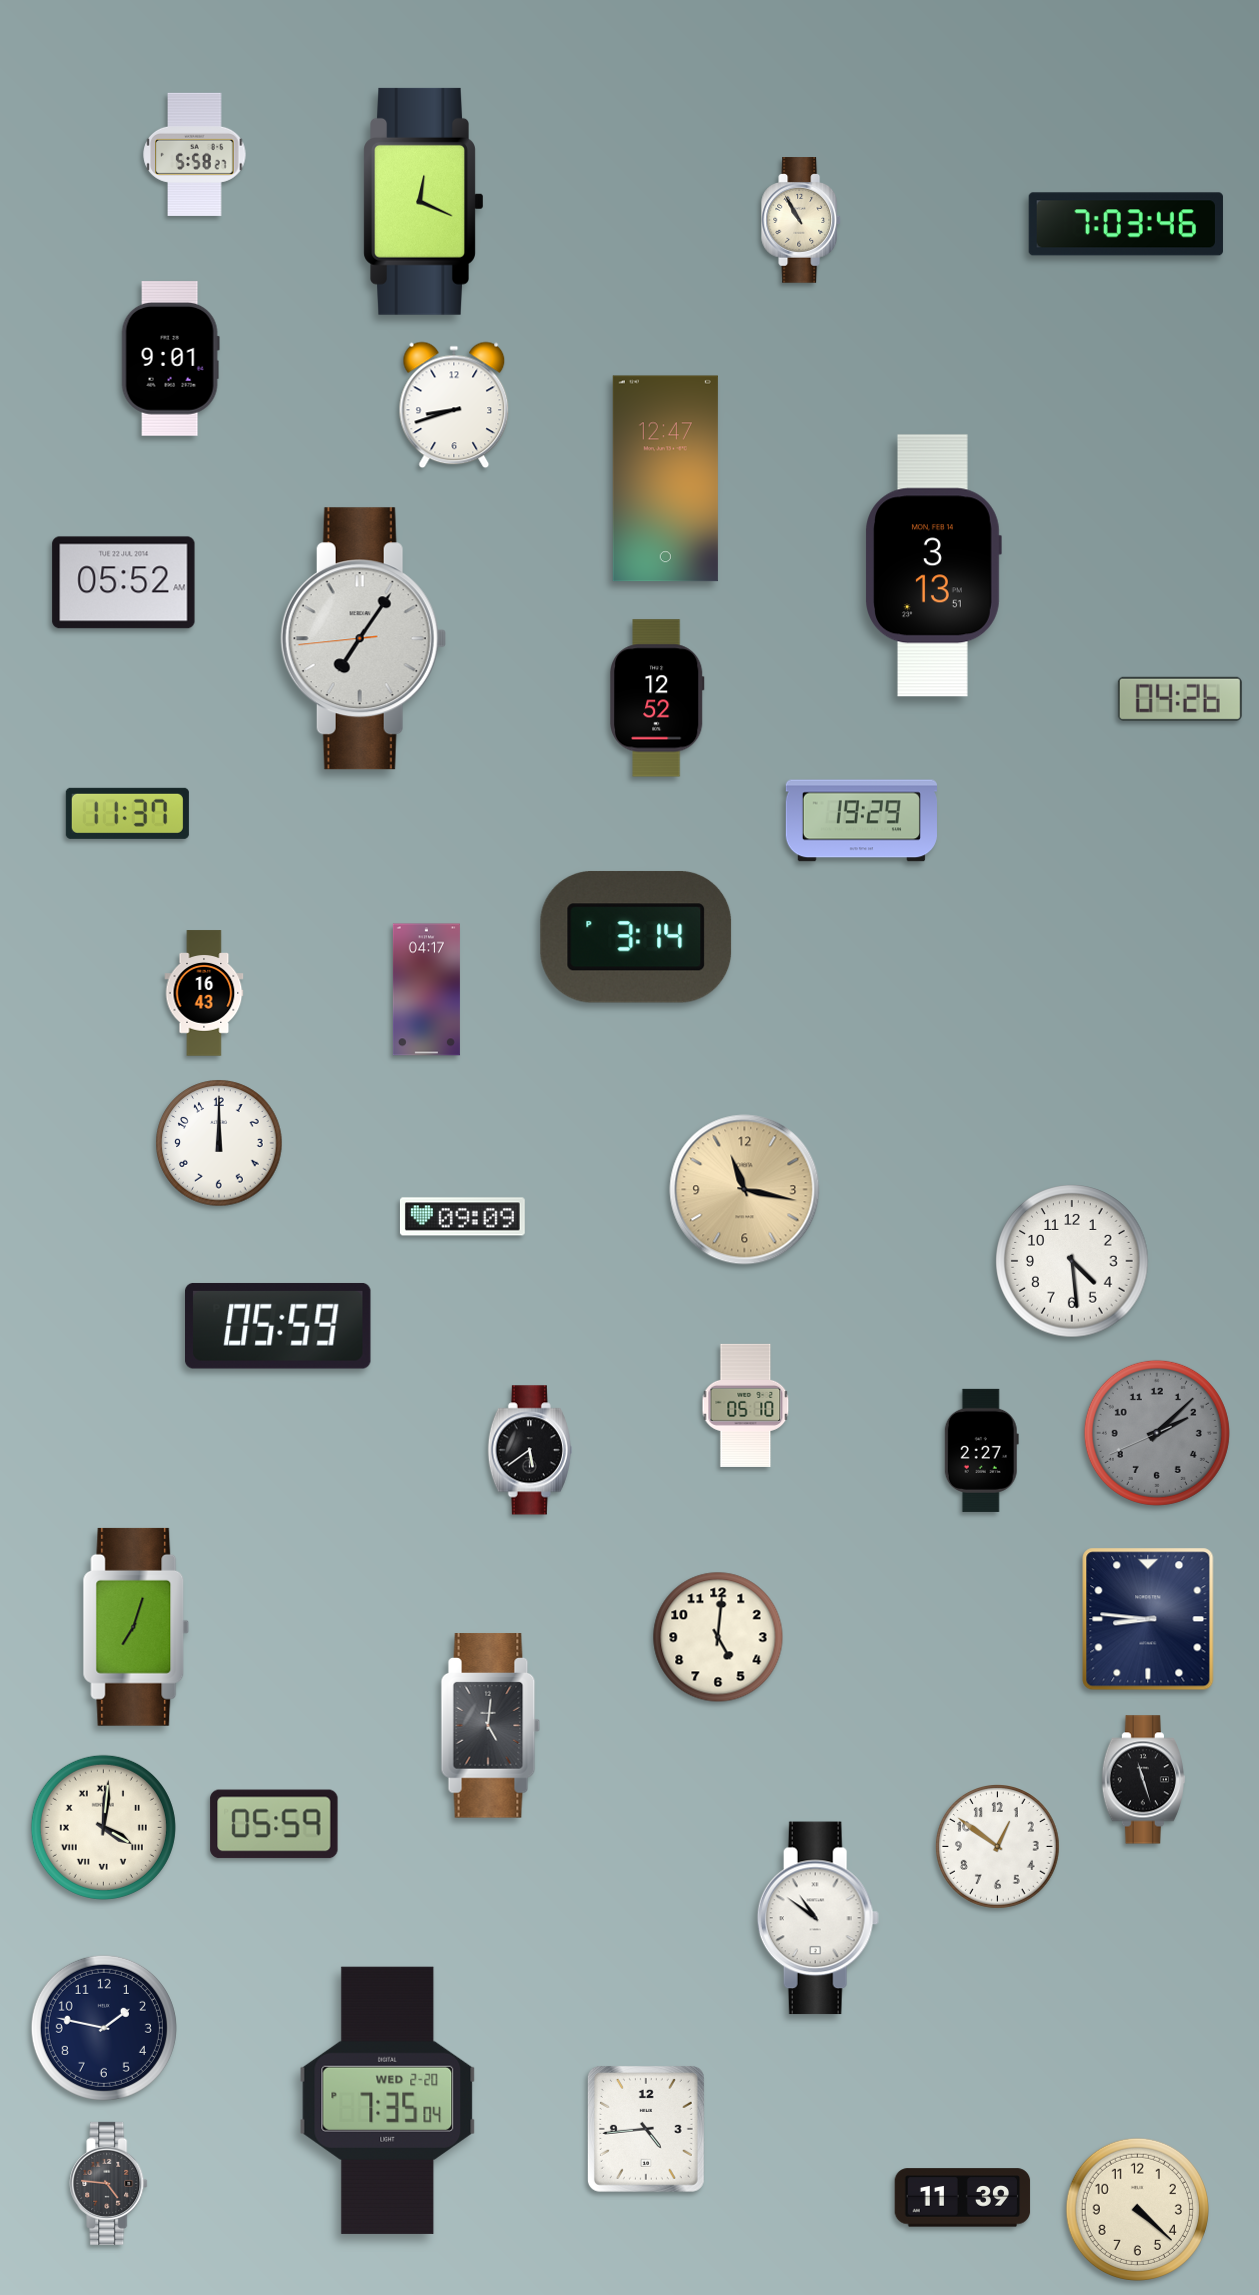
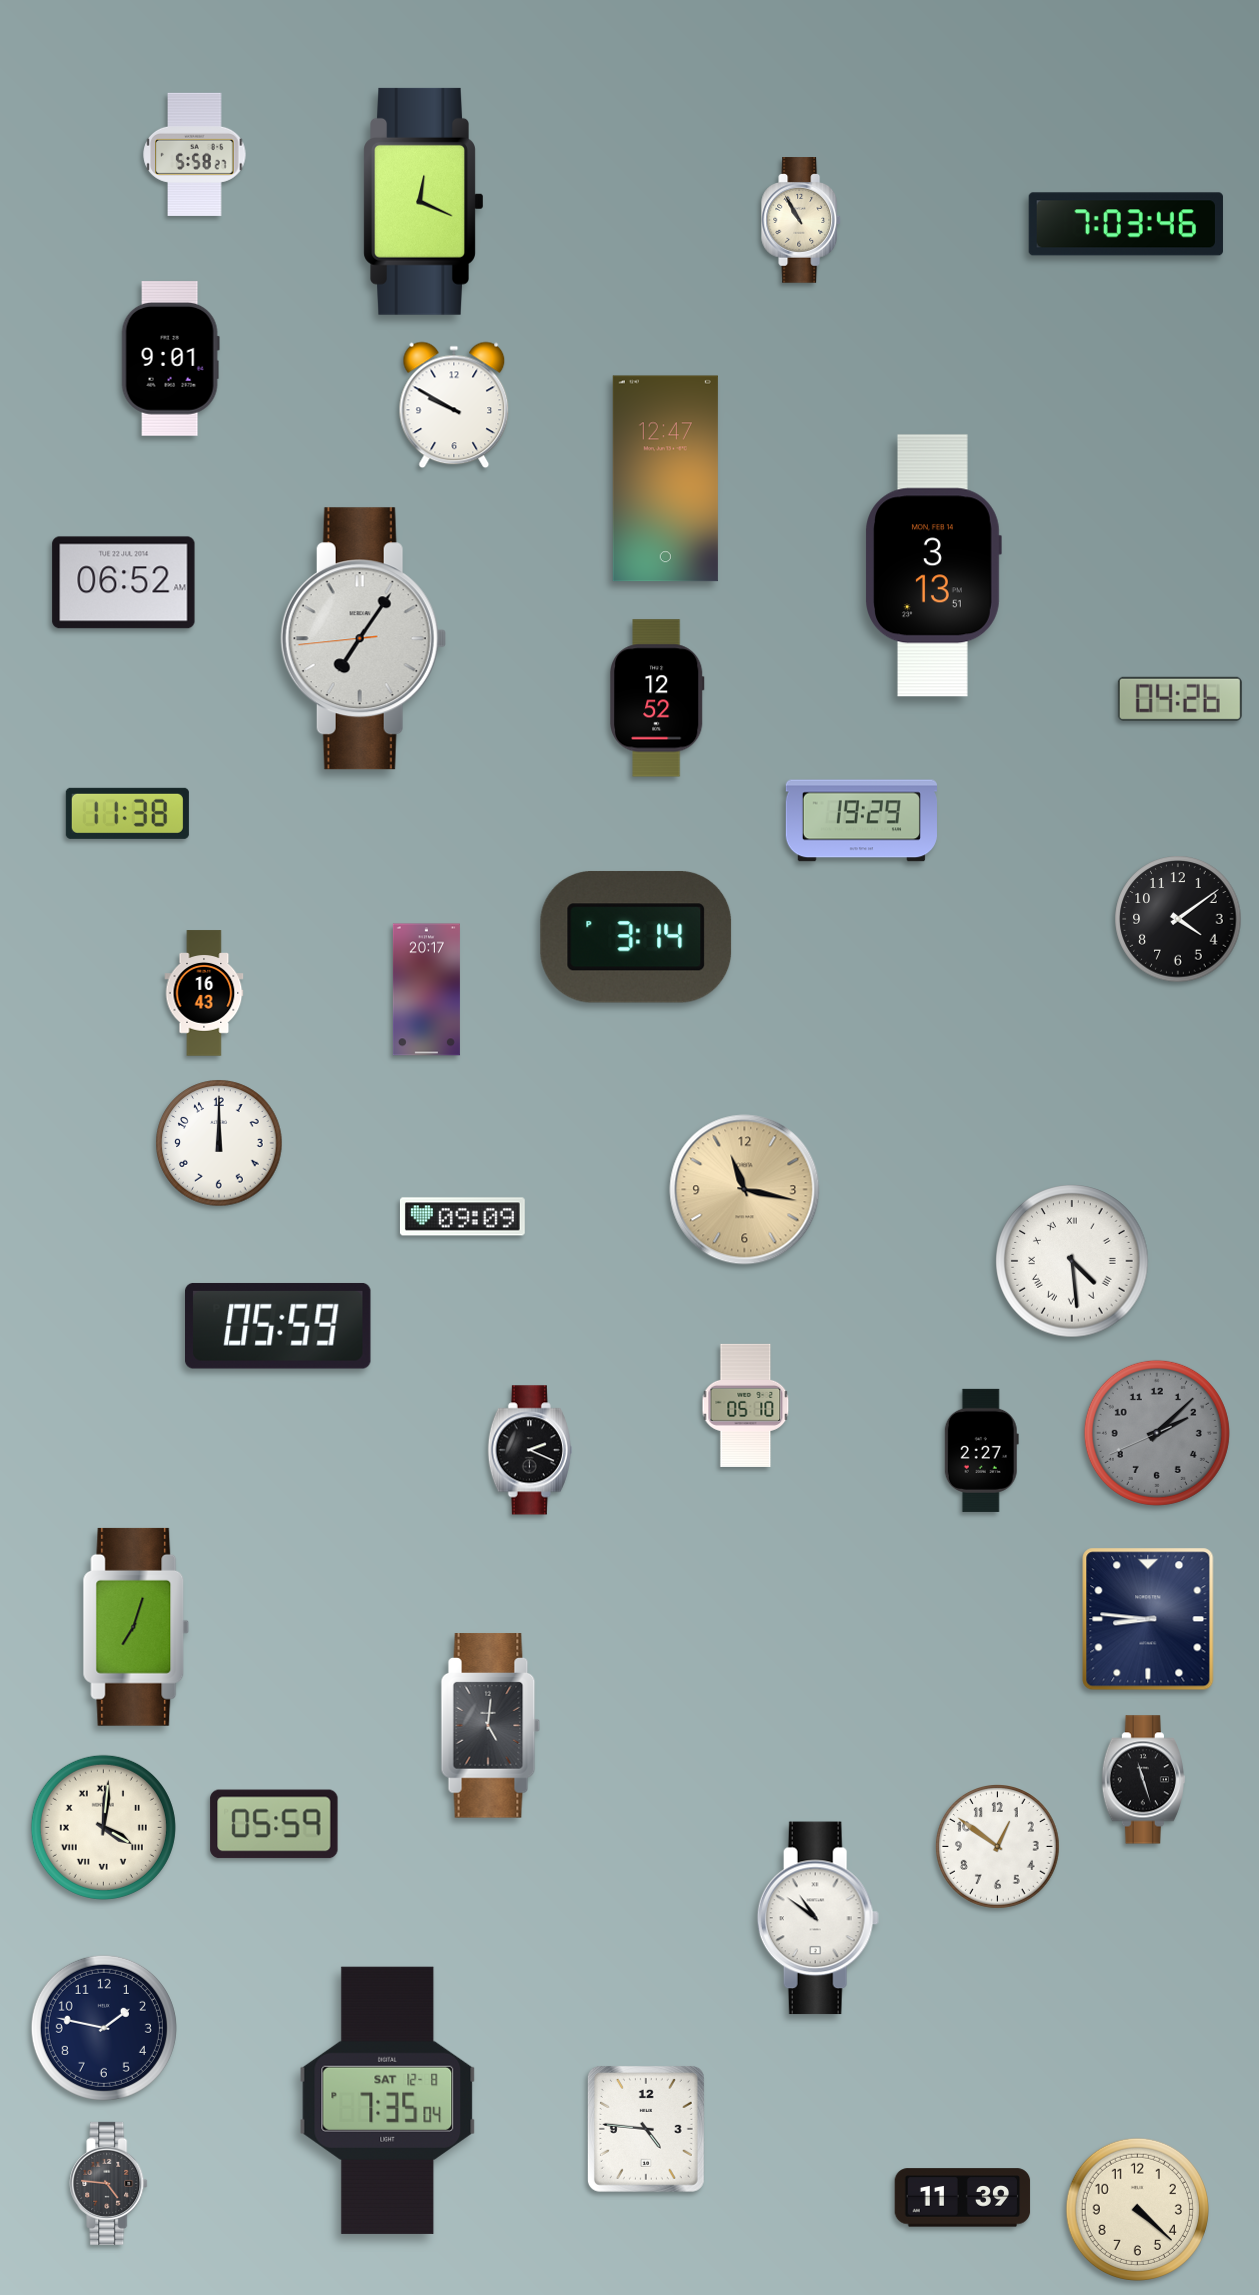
clock at (454, 405): 8:42 -> 9:50
clock at (124, 583): 05:52 -> 06:52
clock at (127, 813): 11:37 -> 11:38
clock at (1178, 919): none -> 4:09
clock at (426, 990): 04:17 -> 20:17
clock at (1072, 1261) numerals: Arabic -> Roman
clock at (530, 1450): 5:39 -> 2:19
clock at (718, 1637): 5:01 -> none
clock at (388, 2100) date: WED 2-20 -> SAT 12-8
clock at (646, 2129): 4:44 -> 4:46
